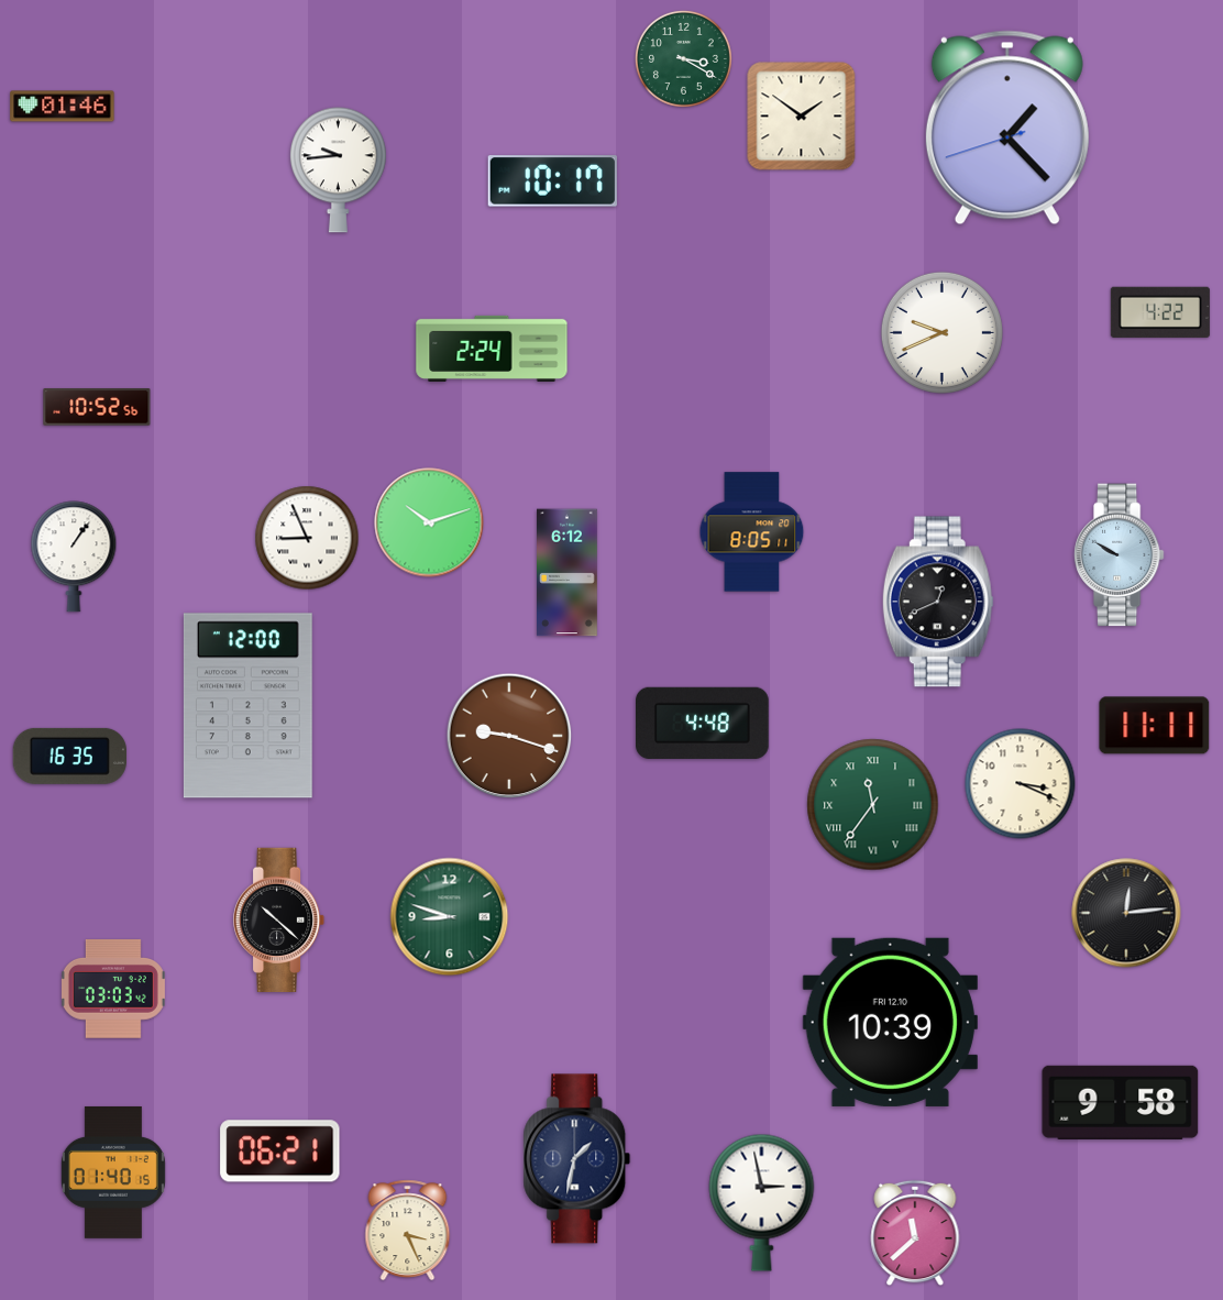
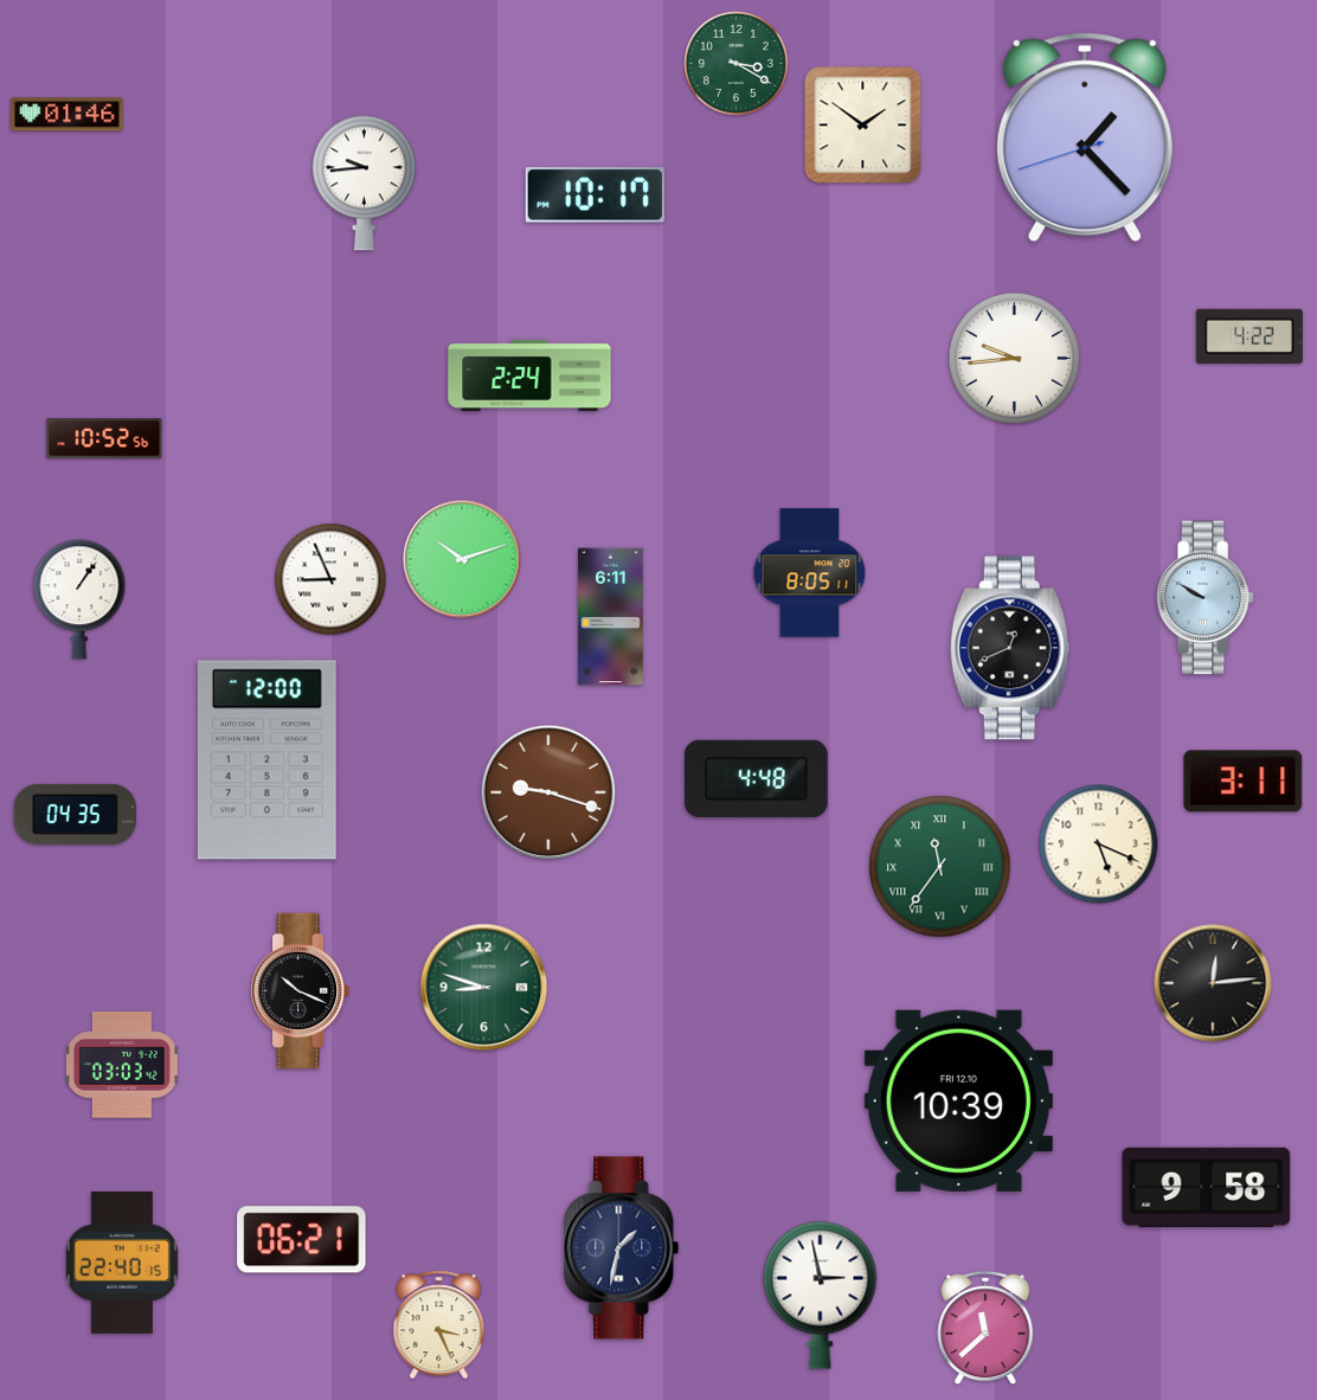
clock at (941, 332): 9:41 -> 9:44
clock at (429, 522) position: (429, 522) -> (462, 559)
clock at (568, 573): 6:12 -> 6:11
clock at (1155, 726): 11:11 -> 3:11
clock at (69, 756): 16:35 -> 04:35
clock at (1021, 784): 3:19 -> 5:19
clock at (280, 919): 10:22 -> 10:19
clock at (113, 1172): 01:40 -> 22:40
